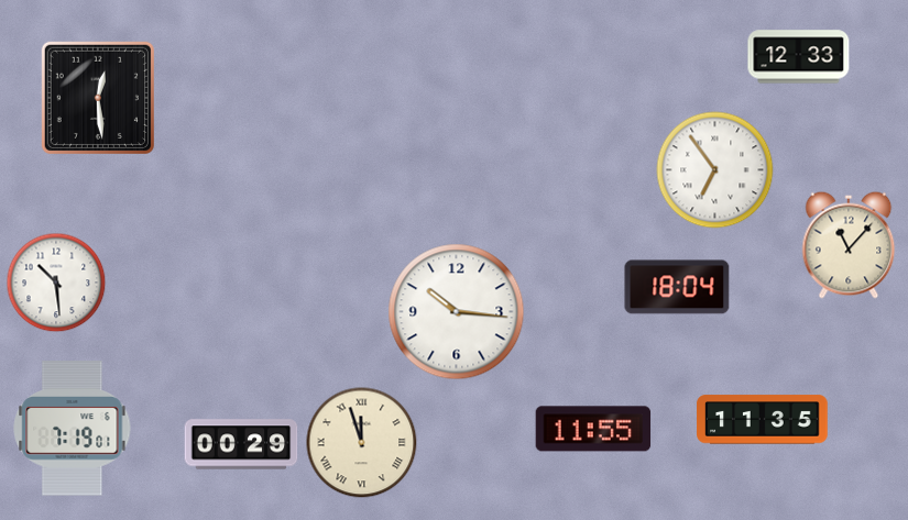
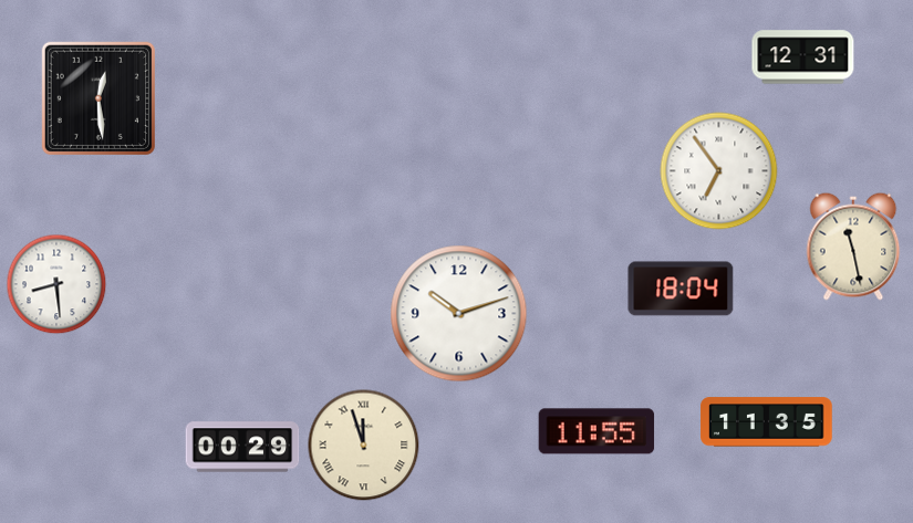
clock at (799, 57): 12:33 -> 12:31
clock at (849, 245): 11:07 -> 11:28
clock at (56, 283): 10:29 -> 8:29
clock at (457, 312): 10:16 -> 10:12
clock at (73, 429): 7:19 -> none
